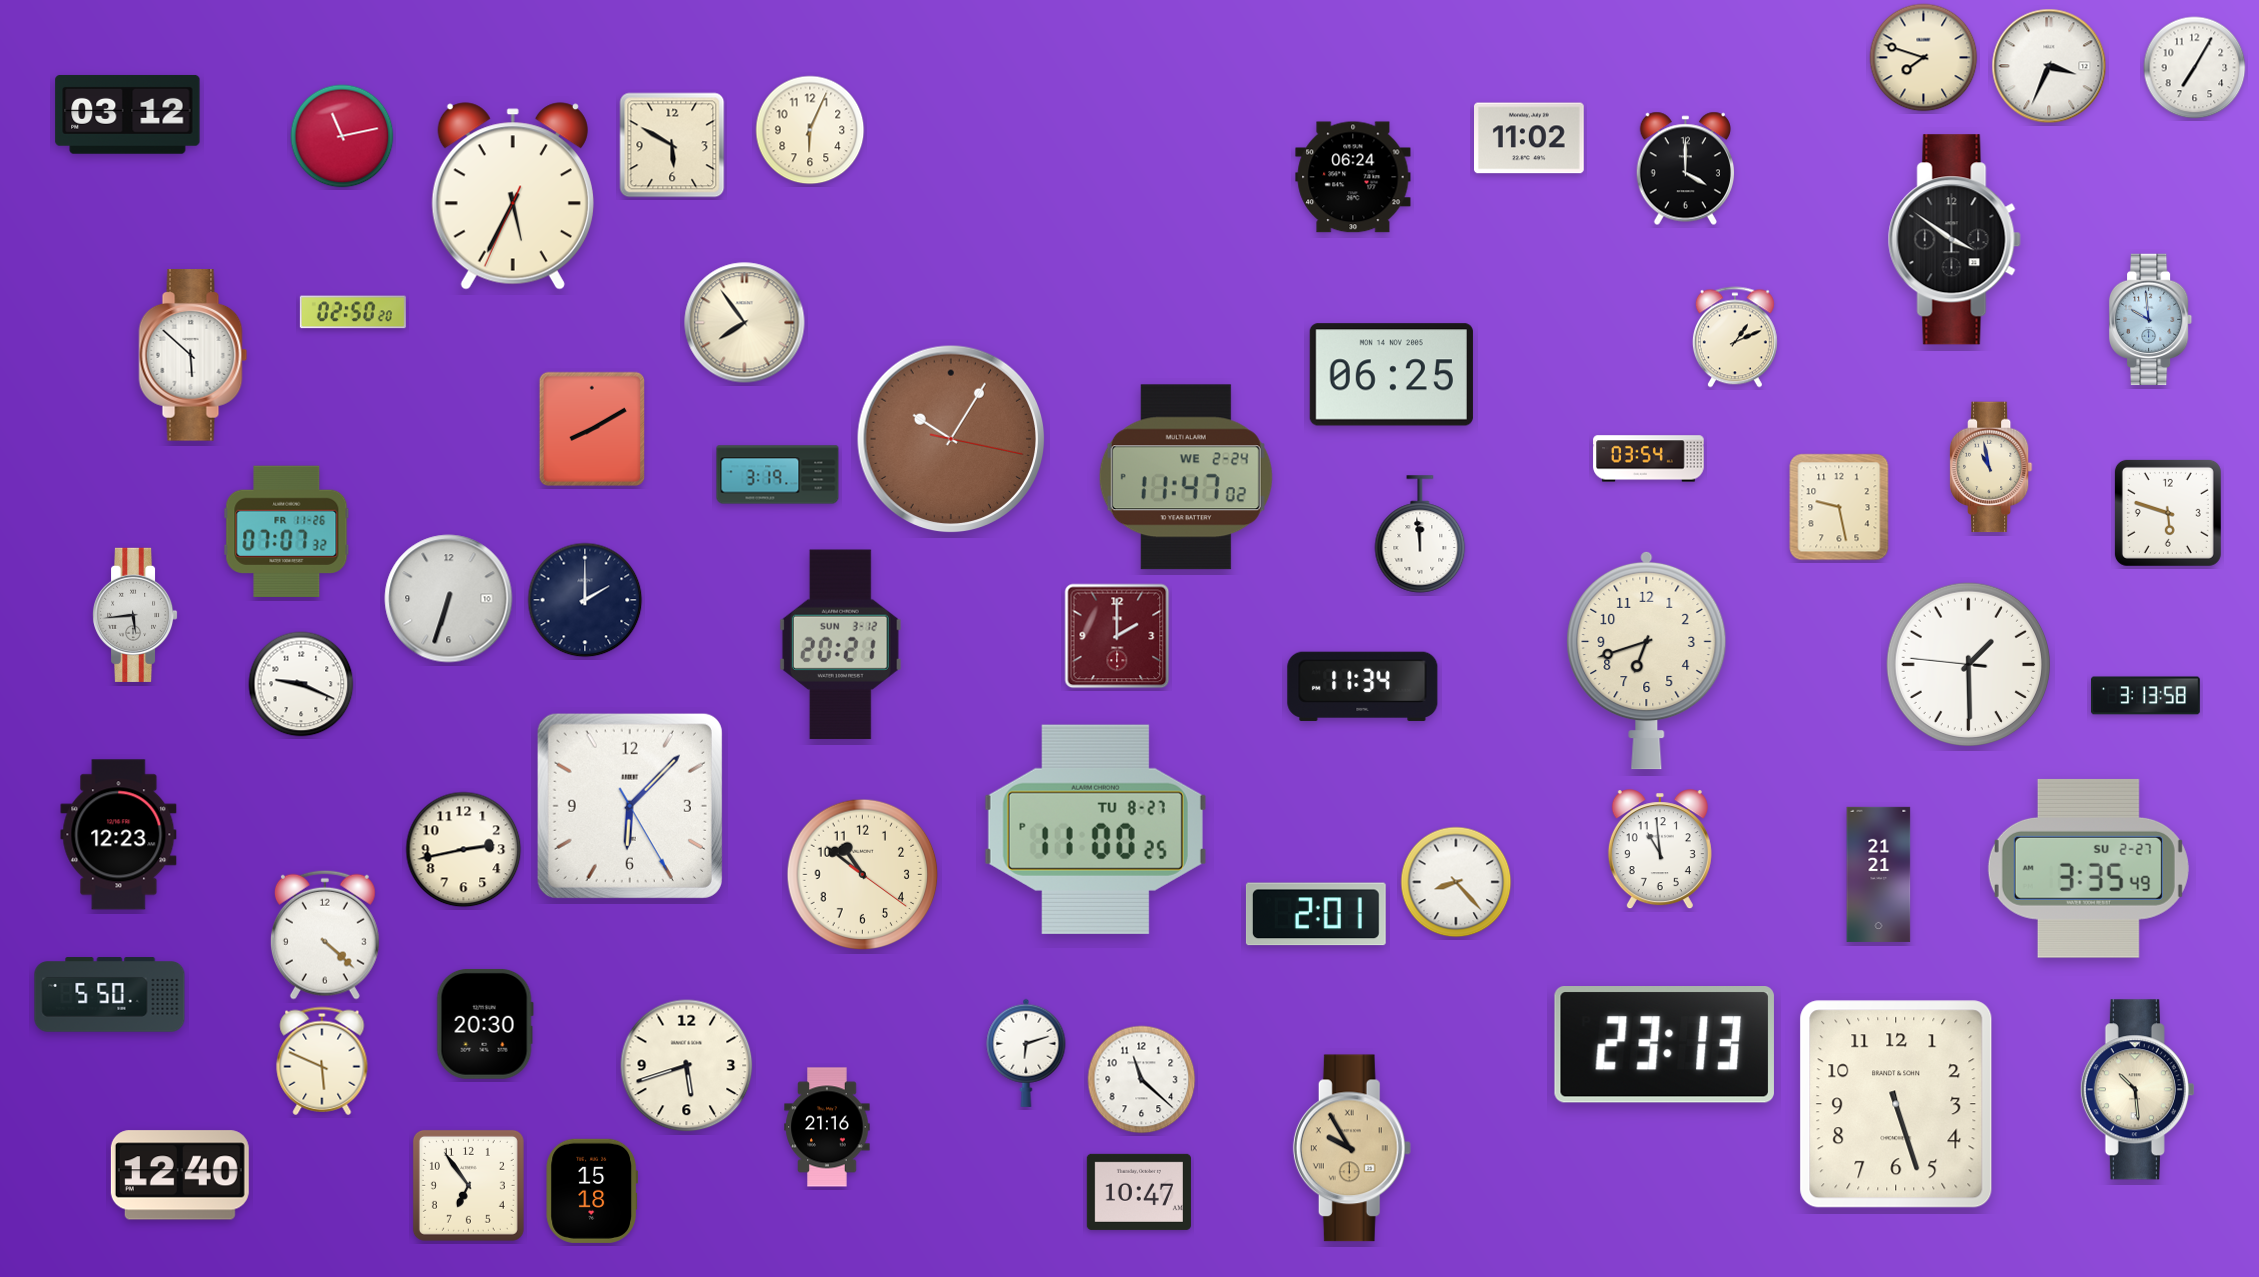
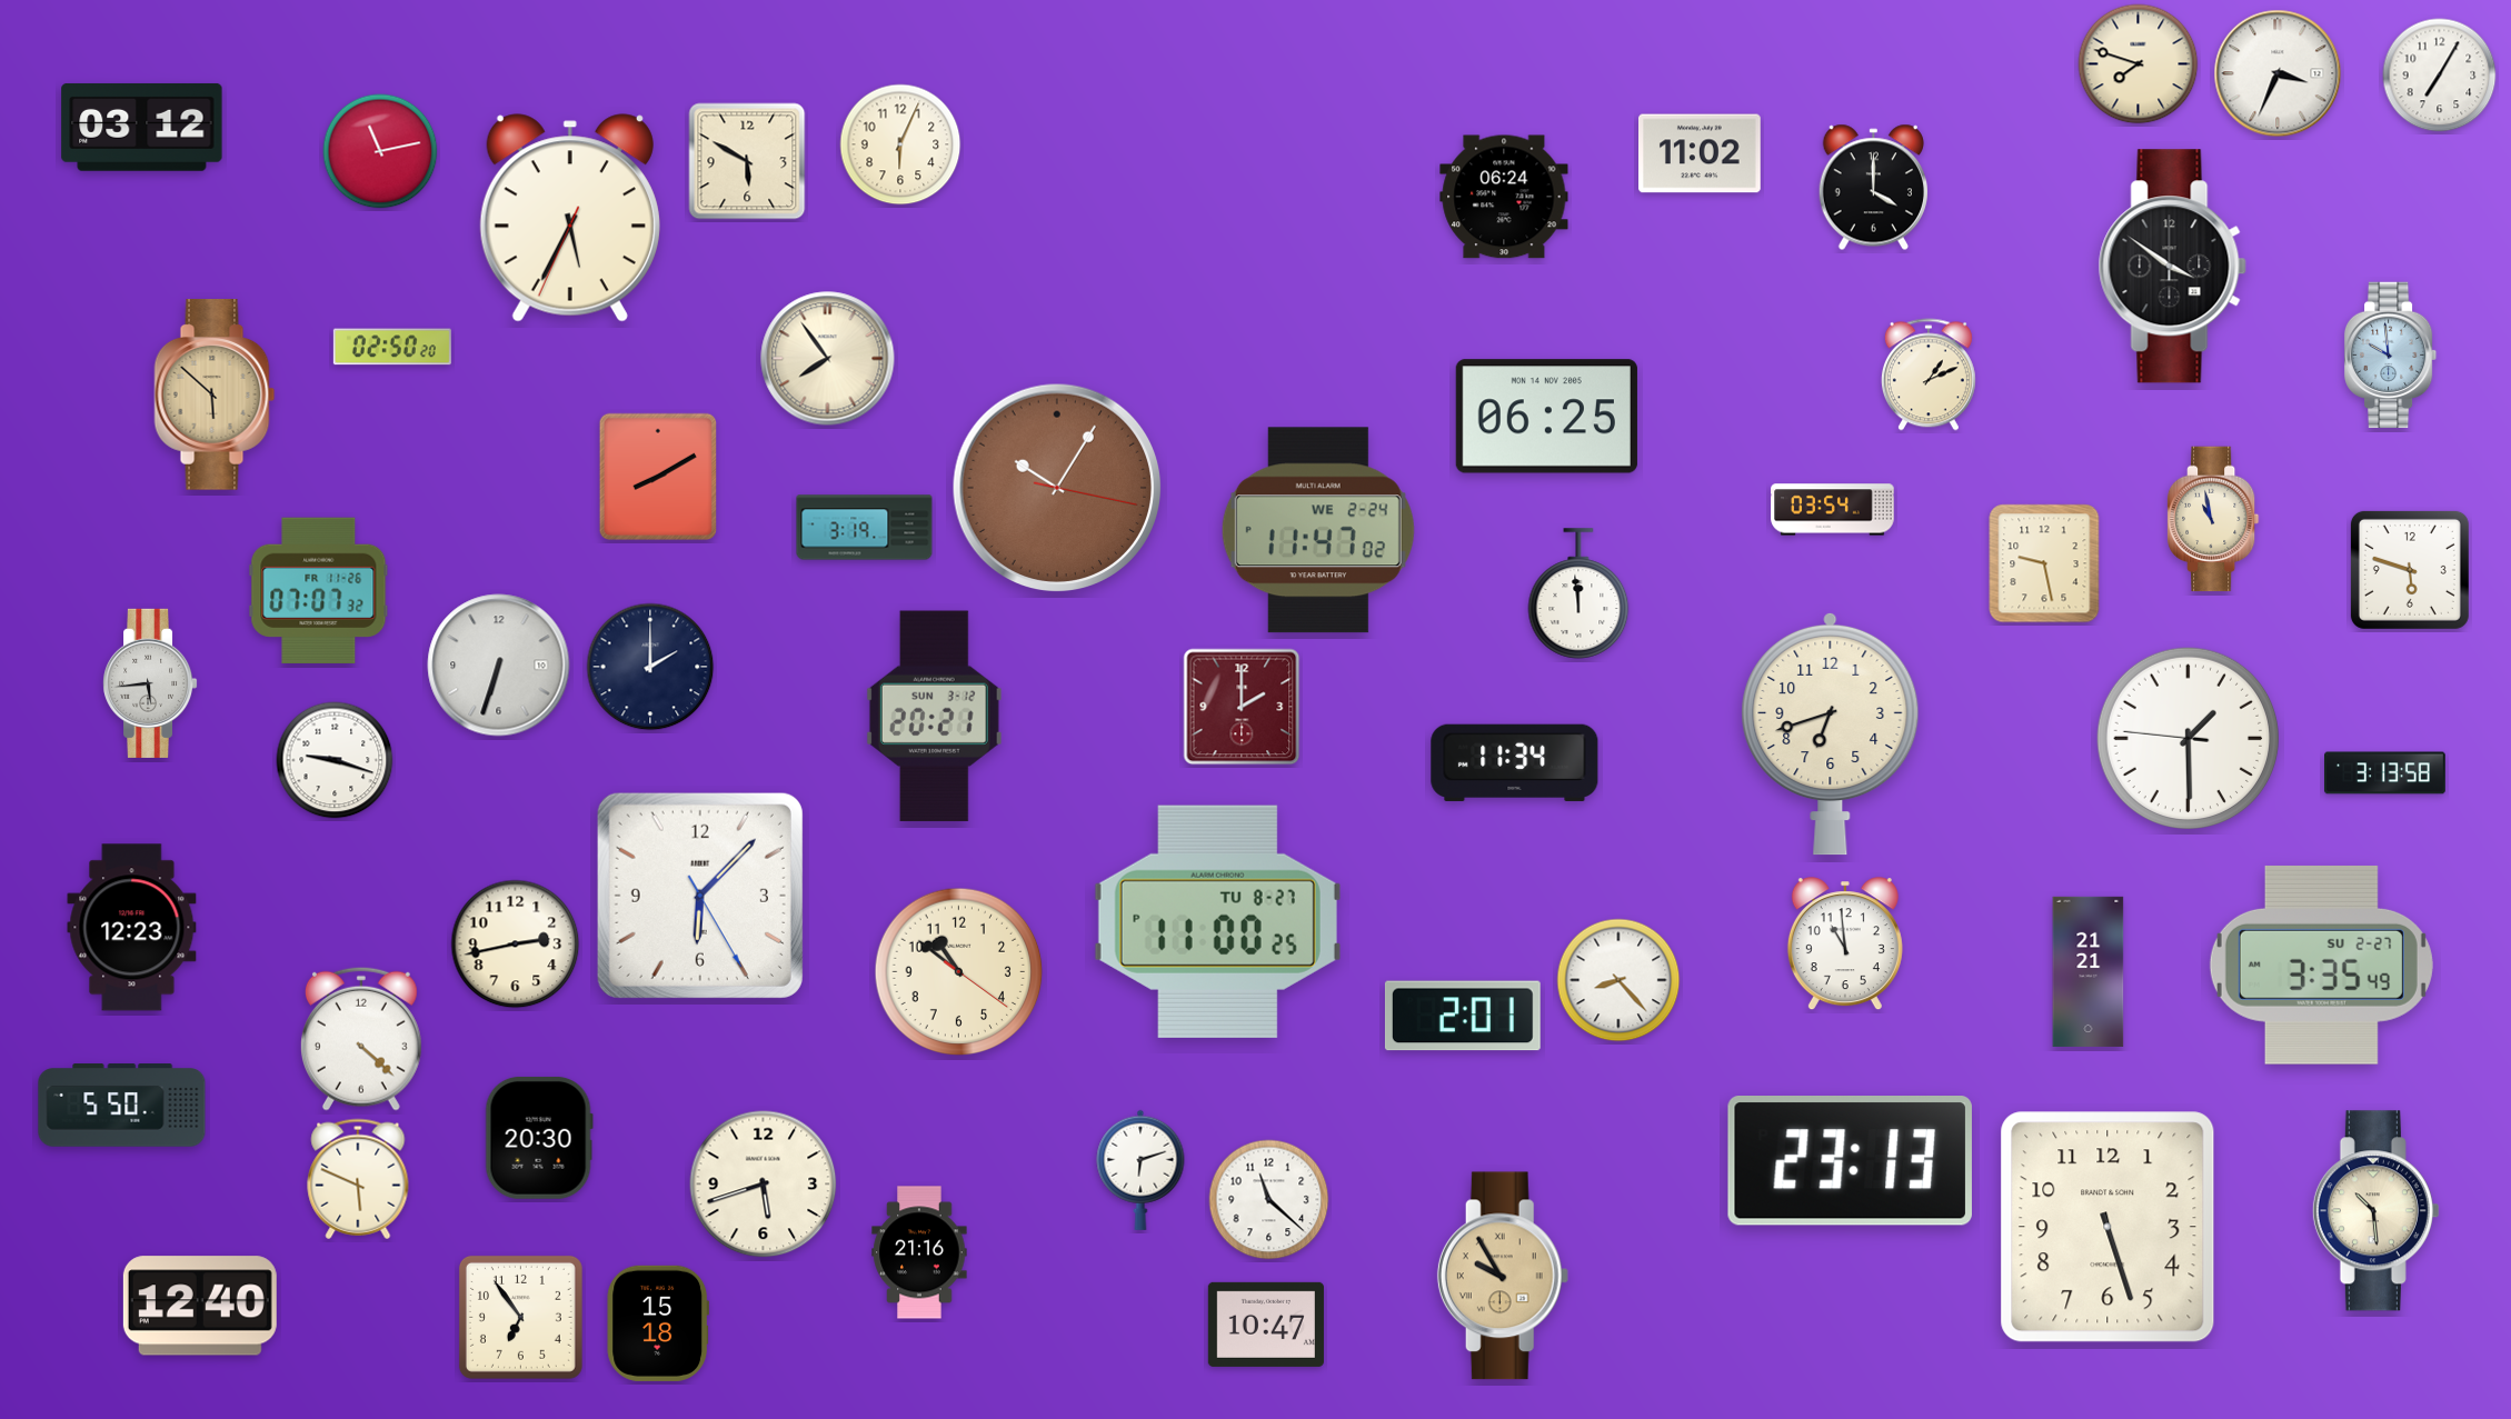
clock at (193, 356) dial: white -> champagne
clock at (301, 684): 9:19 -> 9:18
